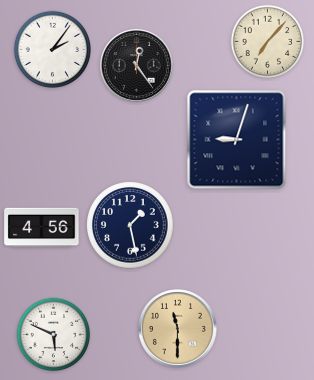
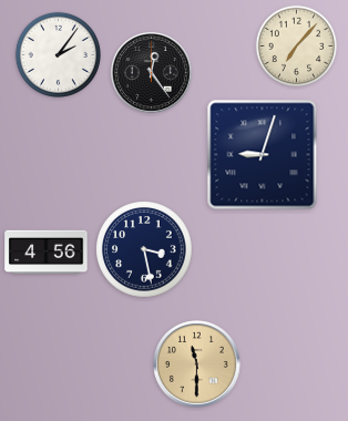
clock at (130, 225): 1:28 -> 3:28
clock at (54, 335): 5:49 -> none
